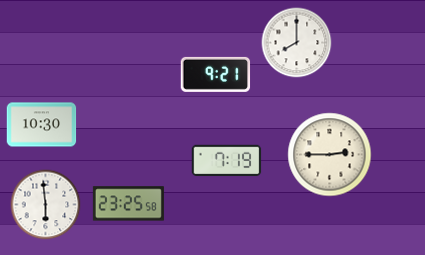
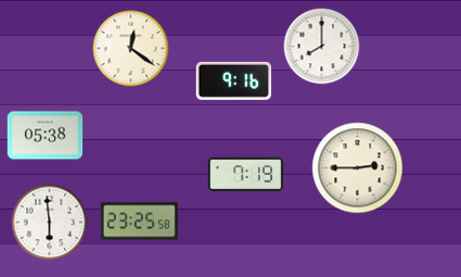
clock at (131, 49): none -> 12:21
clock at (216, 74): 9:21 -> 9:16
clock at (42, 125): 10:30 -> 05:38
